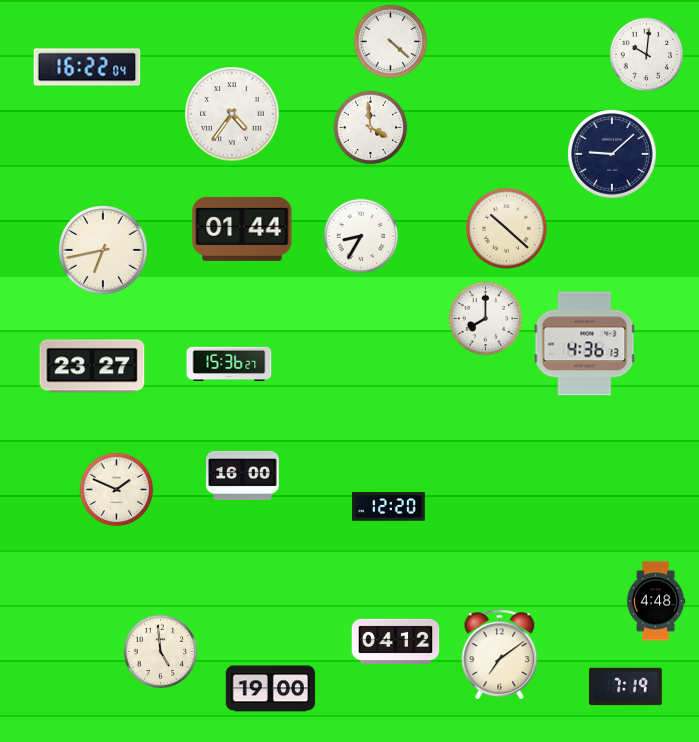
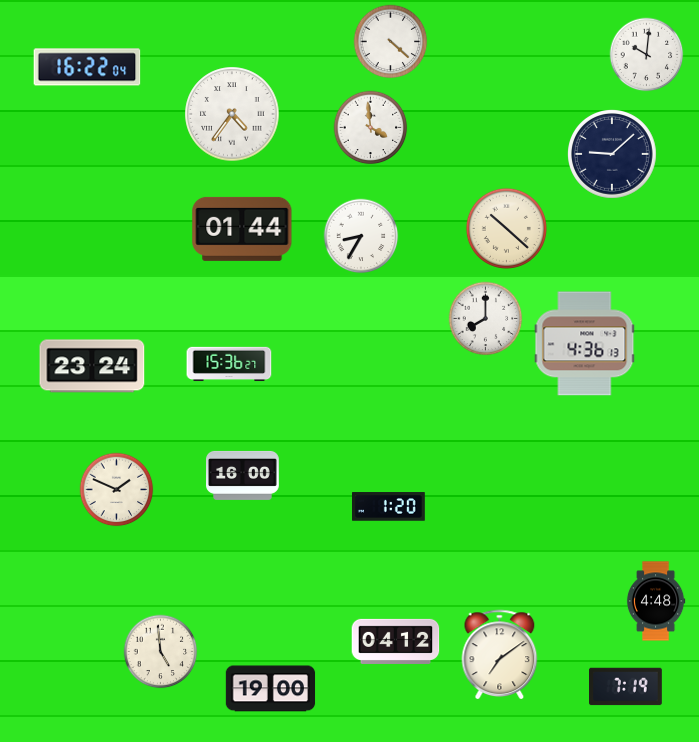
clock at (104, 251): 6:43 -> none
clock at (92, 366): 23:27 -> 23:24
clock at (389, 507): 12:20 -> 1:20
